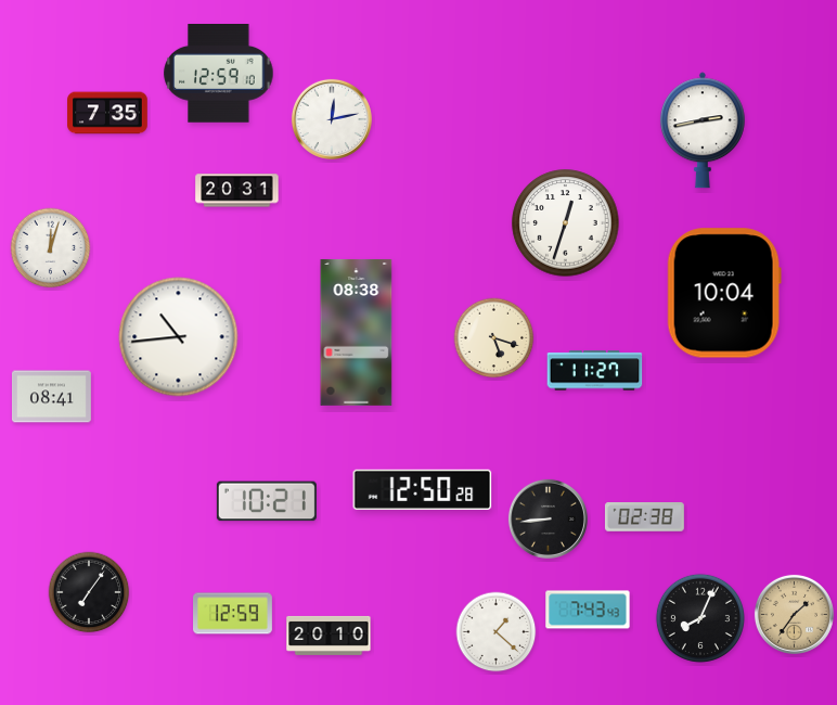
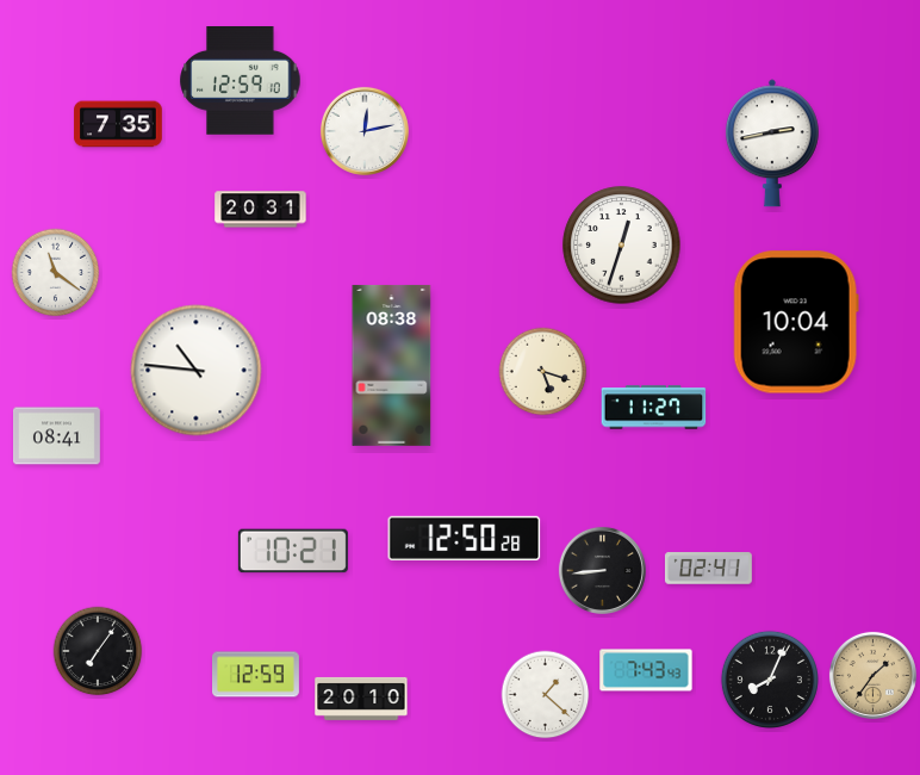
clock at (51, 248): 12:03 -> 11:21
clock at (179, 337): 10:44 -> 10:46
clock at (644, 517): 02:38 -> 02:41
